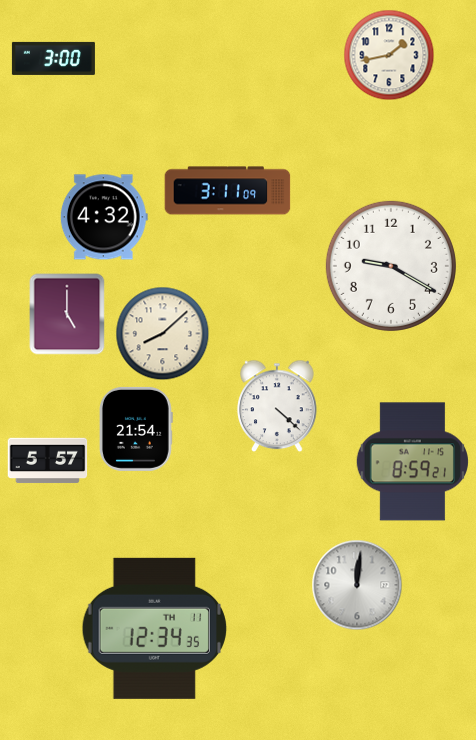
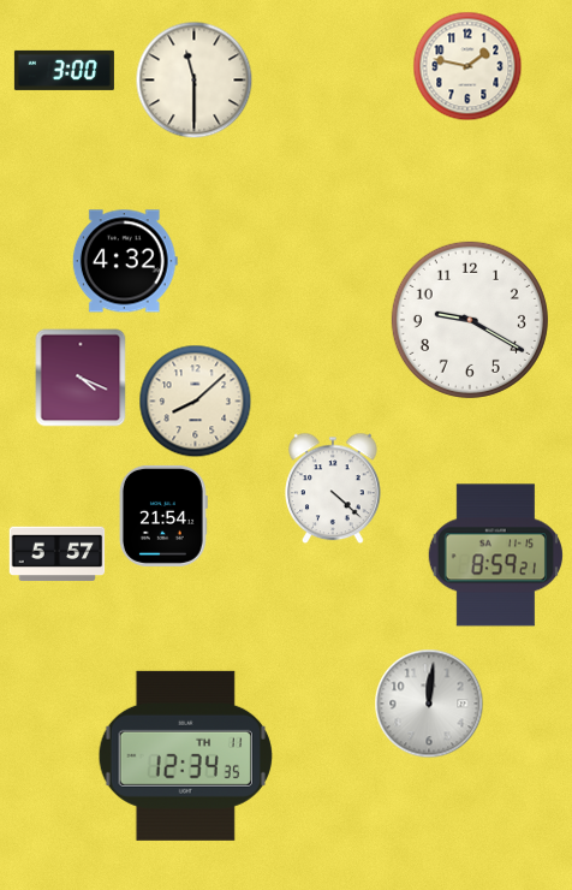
clock at (389, 55): 1:43 -> 1:47
clock at (195, 81): none -> 11:30
clock at (228, 191): 3:11 -> none
clock at (67, 314): 5:00 -> 4:19
